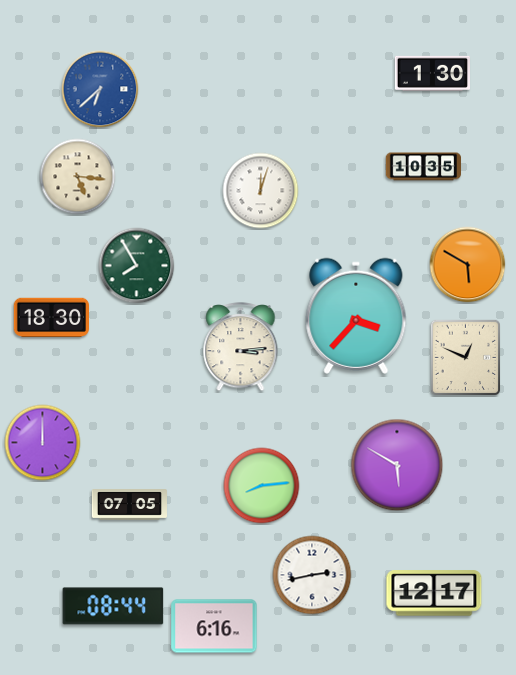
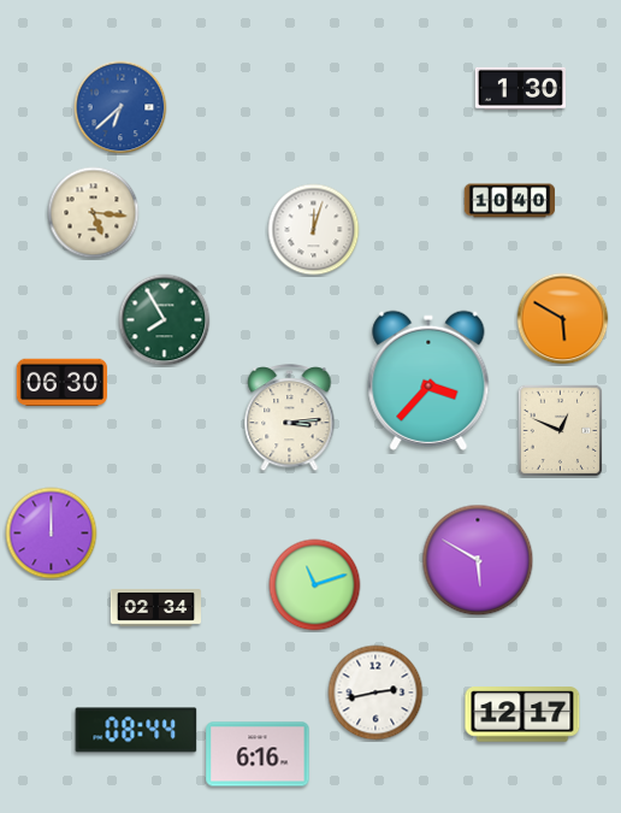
clock at (423, 167): 10:35 -> 10:40
clock at (51, 318): 18:30 -> 06:30
clock at (262, 486): 8:14 -> 11:12
clock at (129, 505): 07:05 -> 02:34
